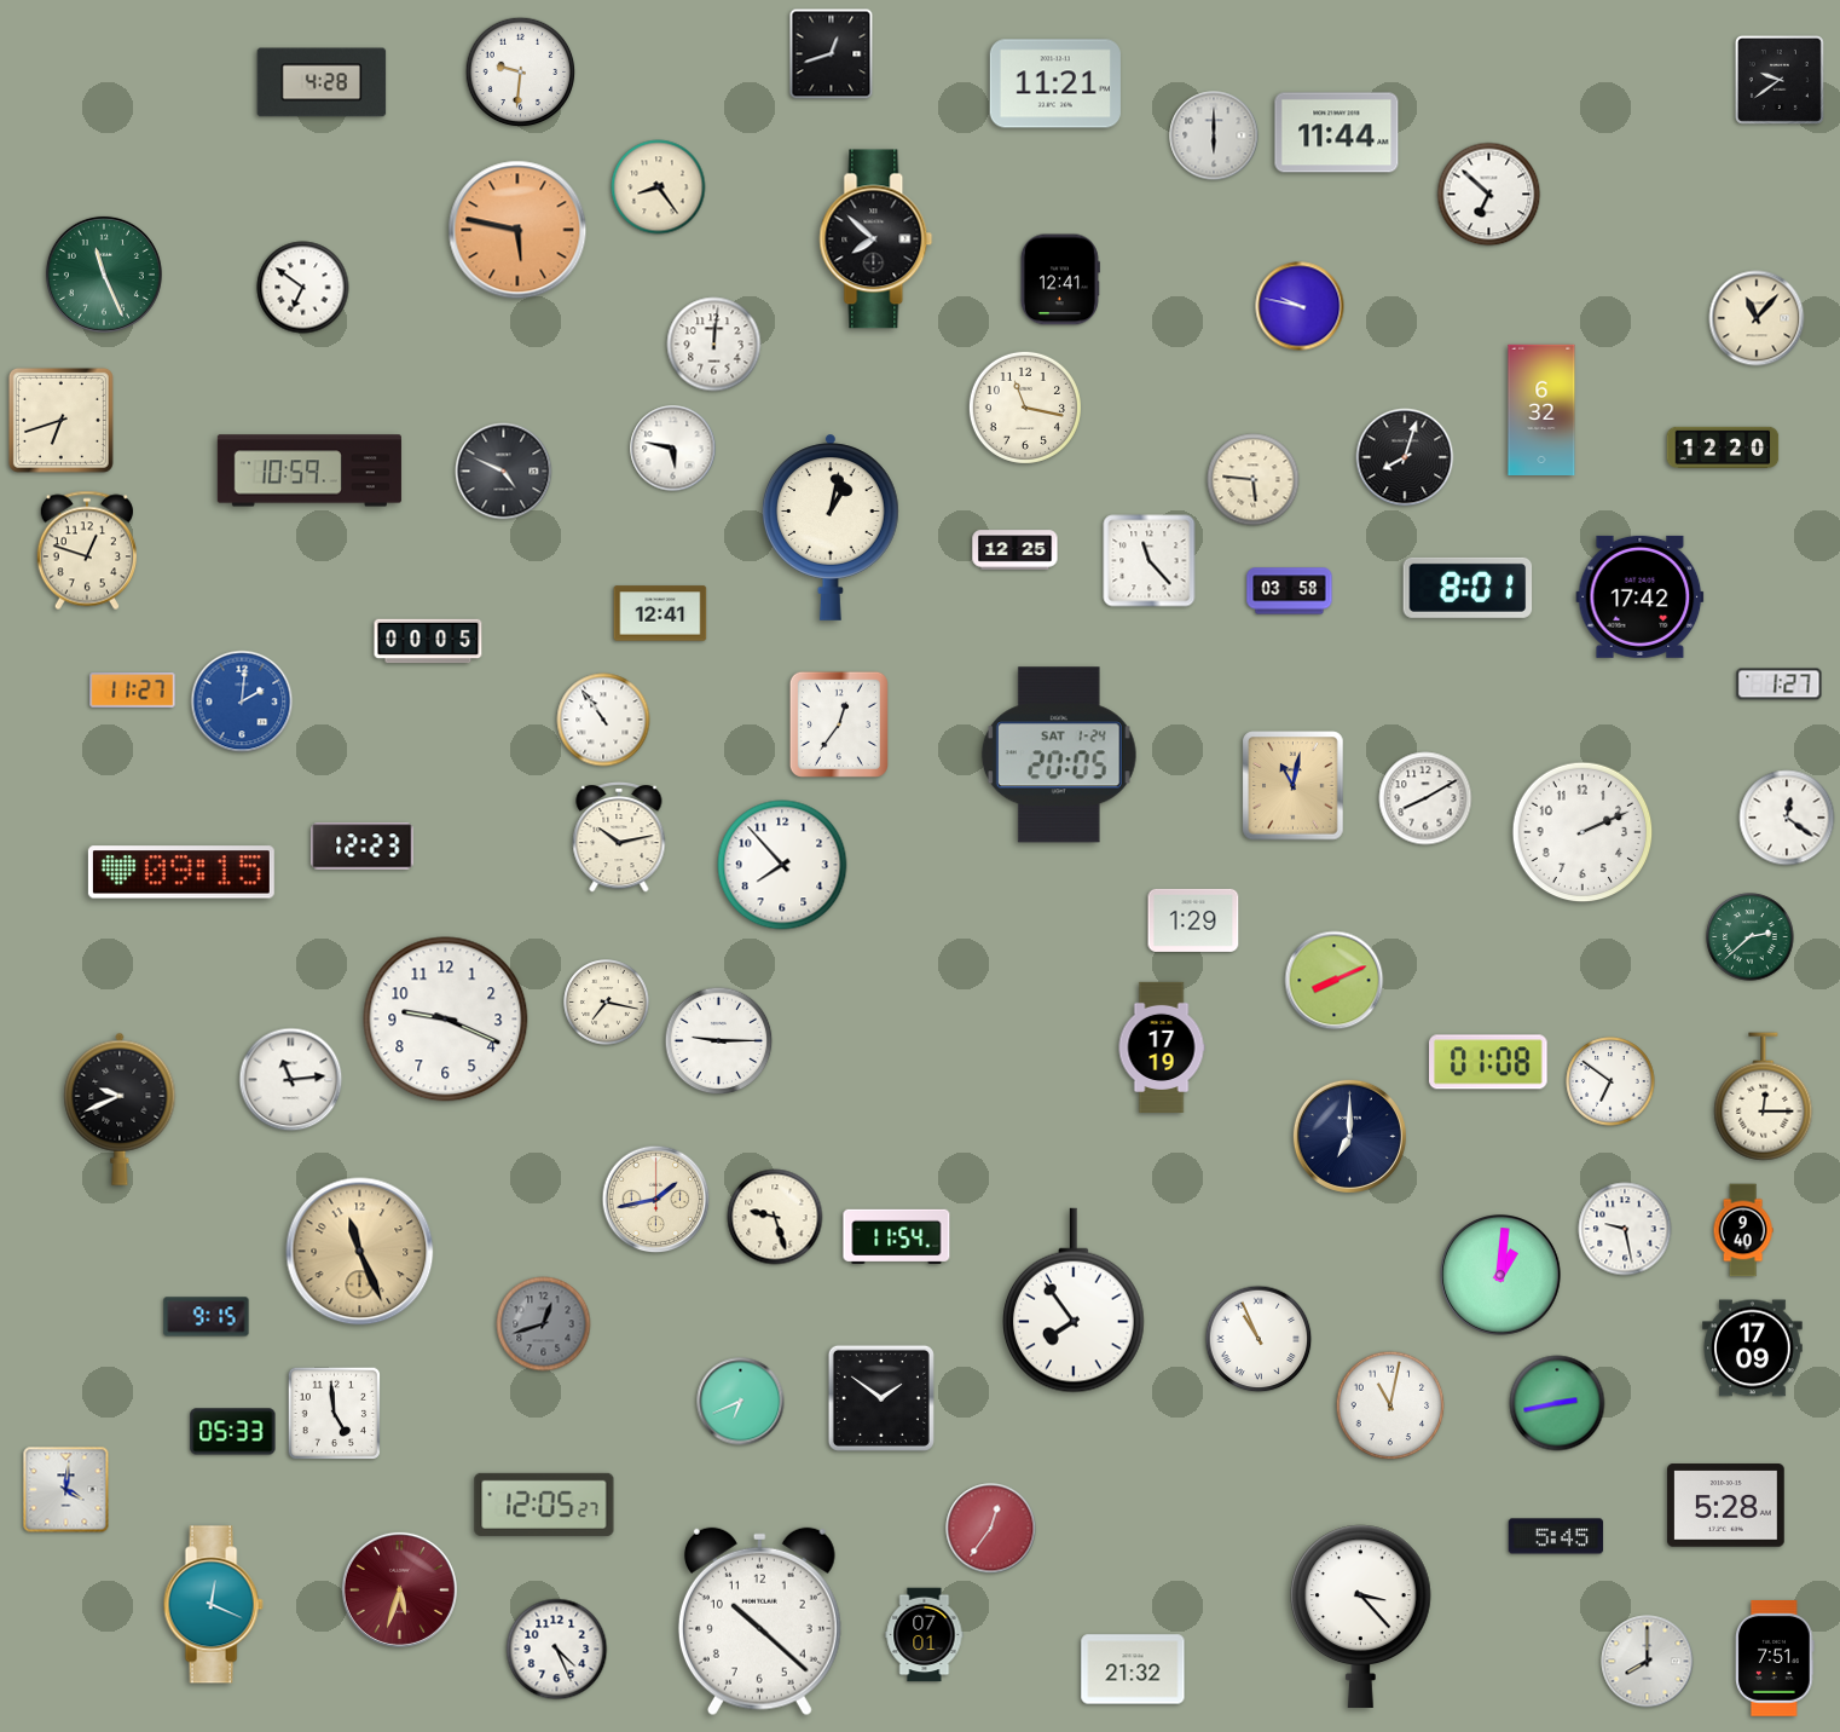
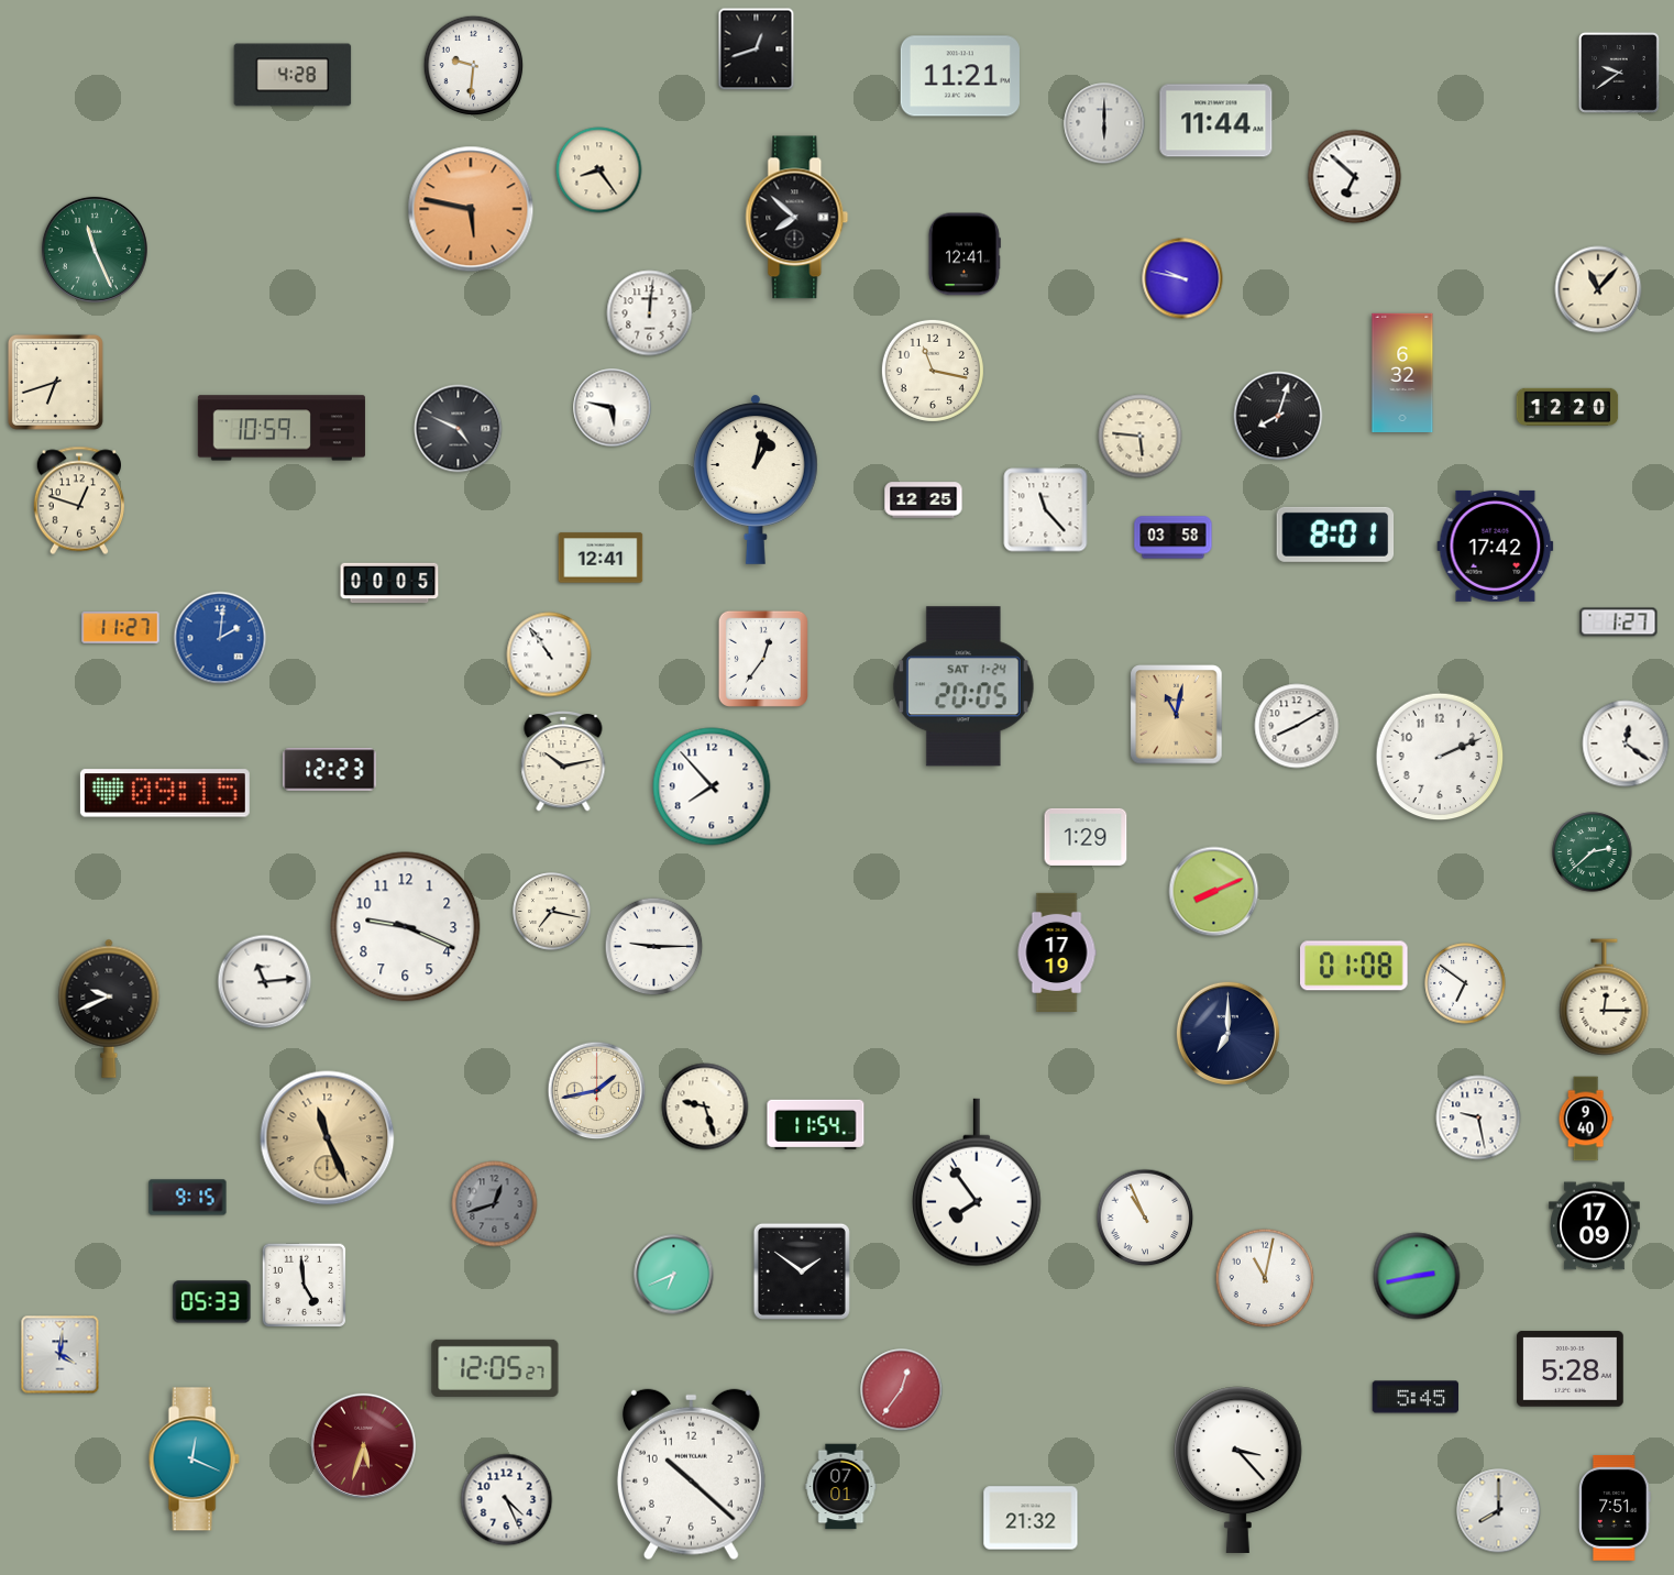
clock at (303, 288): 6:51 -> none
clock at (1641, 596) position: (1641, 596) -> (1496, 546)
clock at (1501, 1276): 1:01 -> none
